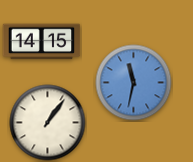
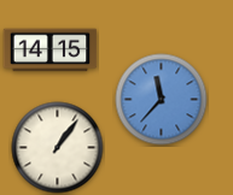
clock at (134, 83): 11:32 -> 11:37
